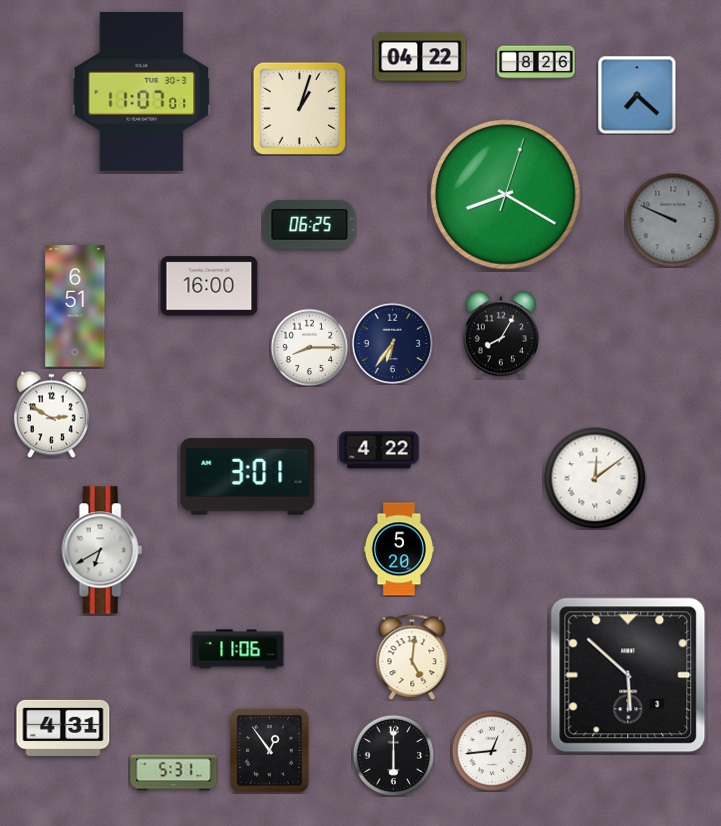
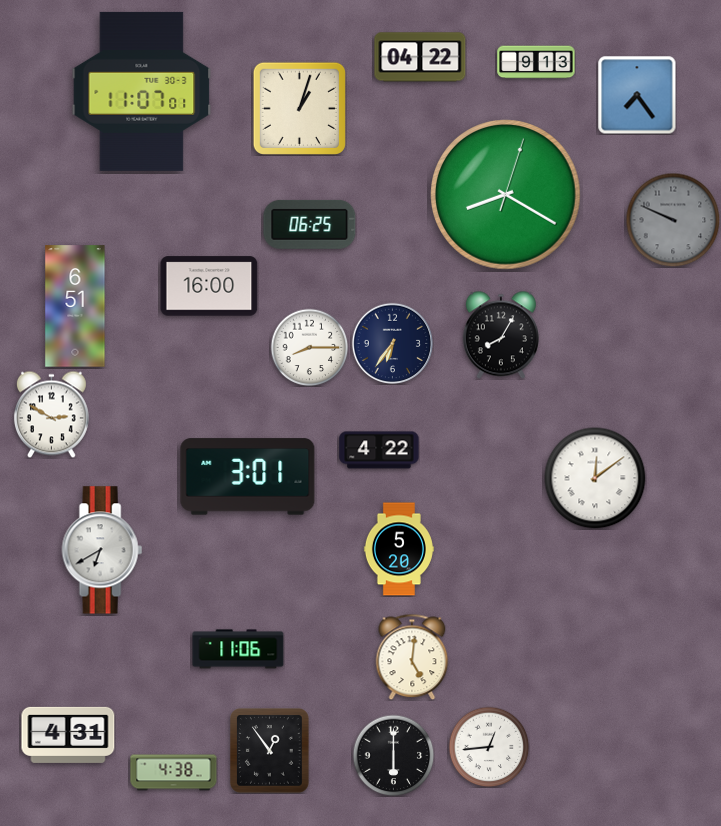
clock at (536, 62): 8:26 -> 9:13
clock at (637, 95): 7:22 -> 7:24
clock at (628, 675): 5:52 -> none
clock at (63, 728) position: (63, 728) -> (68, 735)
clock at (492, 751) position: (492, 751) -> (489, 747)
clock at (174, 773): 5:31 -> 4:38
